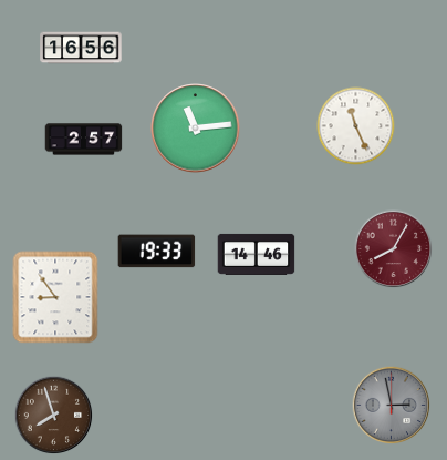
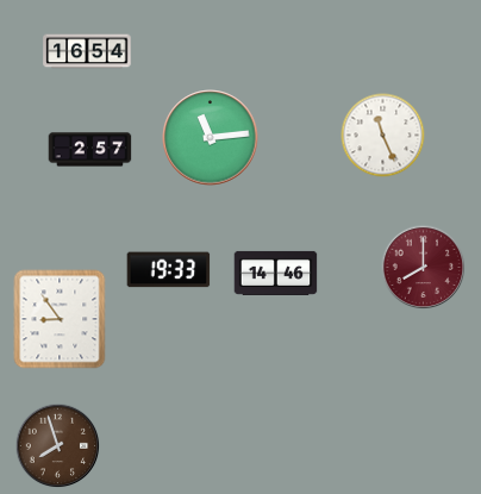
clock at (81, 48): 16:56 -> 16:54
clock at (394, 249): 8:05 -> 8:00
clock at (392, 406): 2:58 -> none
